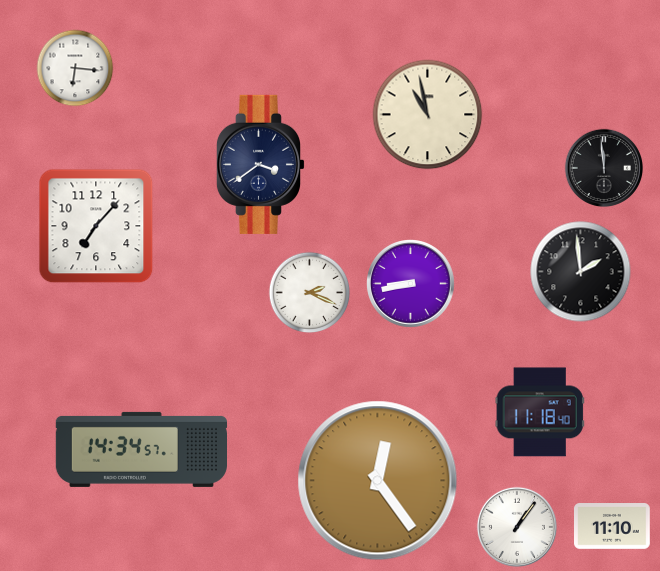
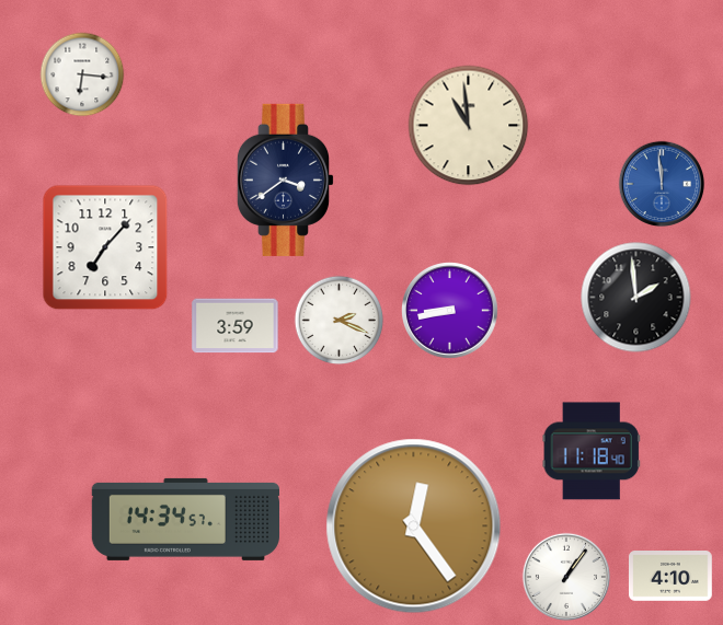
clock at (428, 115): 10:58 -> 10:59
clock at (603, 167) dial: black -> blue
clock at (236, 326): none -> 3:59
clock at (141, 449) position: (141, 449) -> (185, 519)
clock at (612, 527): 11:10 -> 4:10
